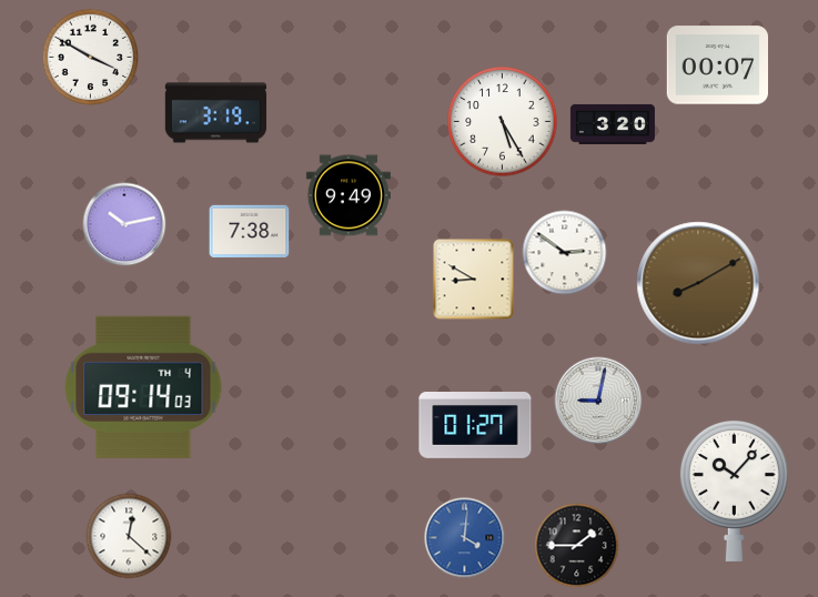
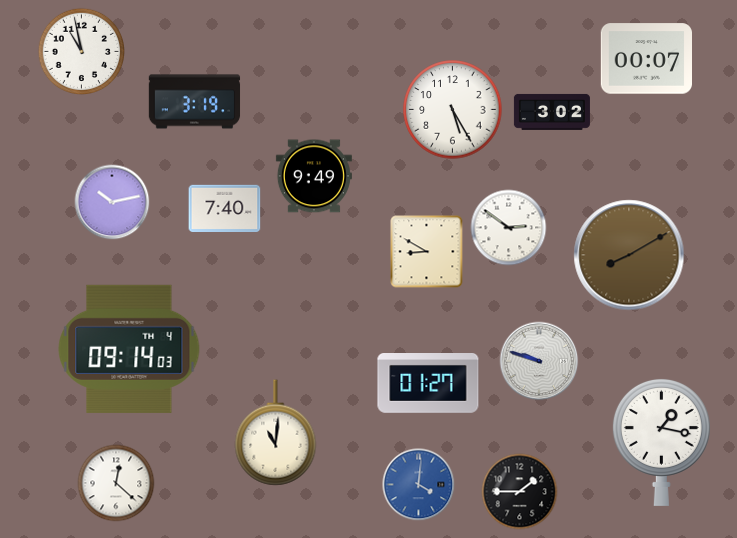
clock at (90, 57): 3:50 -> 10:58
clock at (613, 124): 3:20 -> 3:02
clock at (250, 231): 7:38 -> 7:40
clock at (598, 401): 9:02 -> 9:48
clock at (276, 433): none -> 11:01
clock at (734, 490): 10:07 -> 1:17
